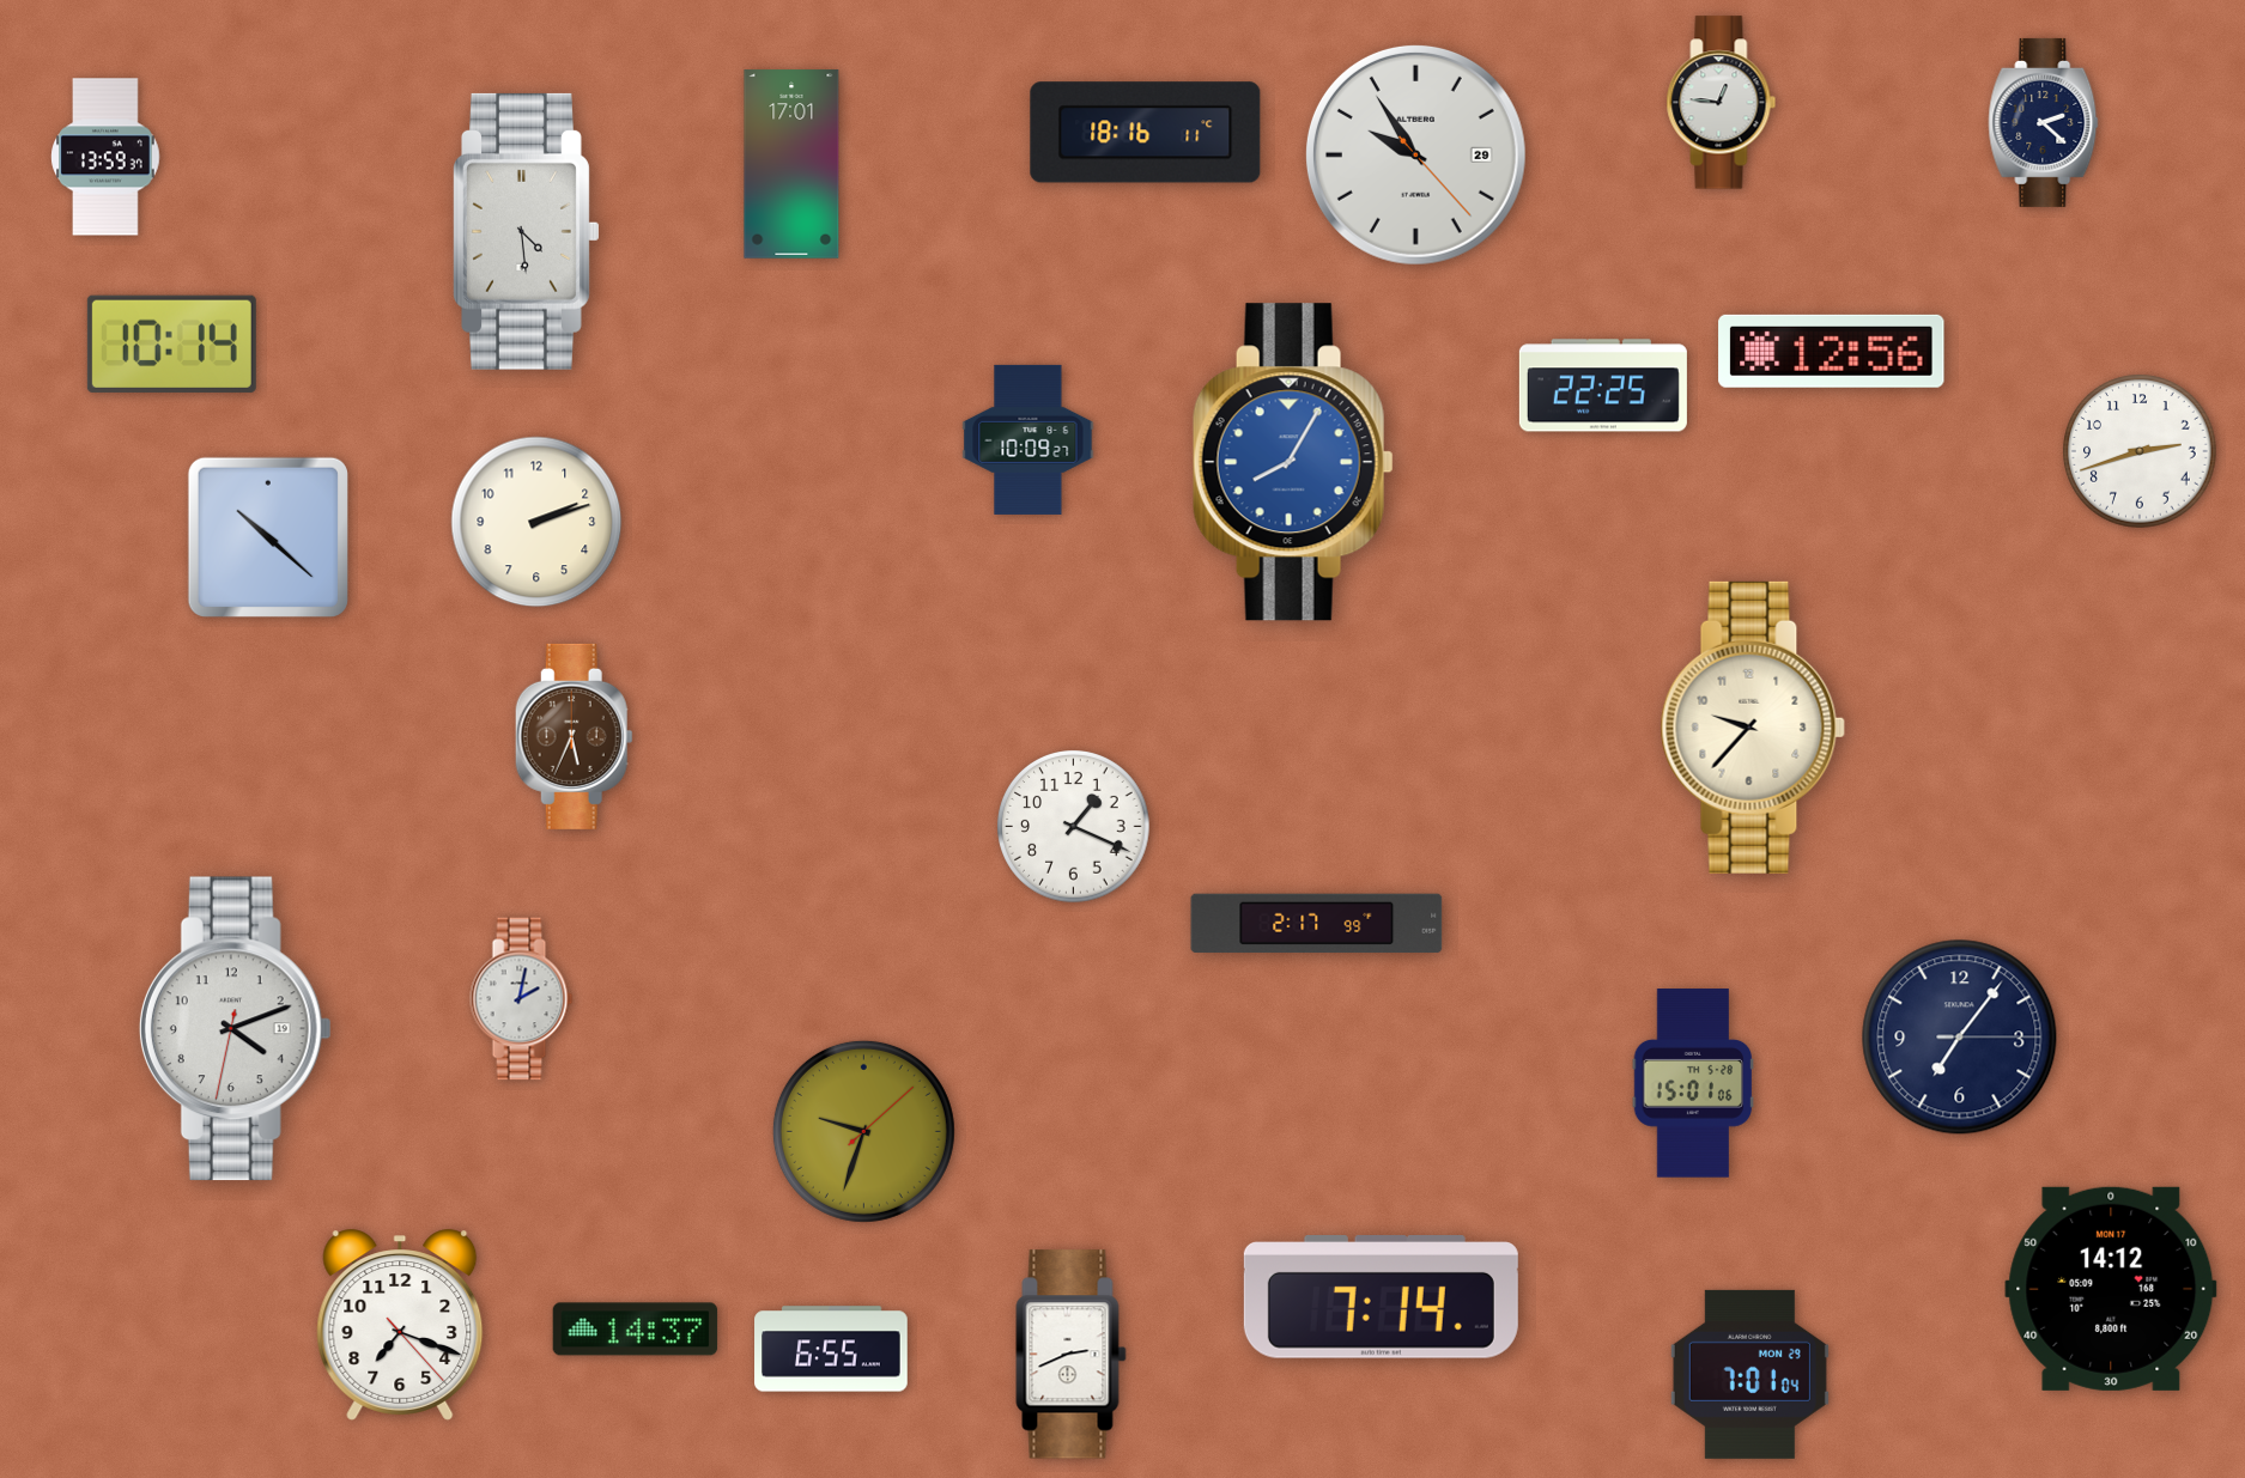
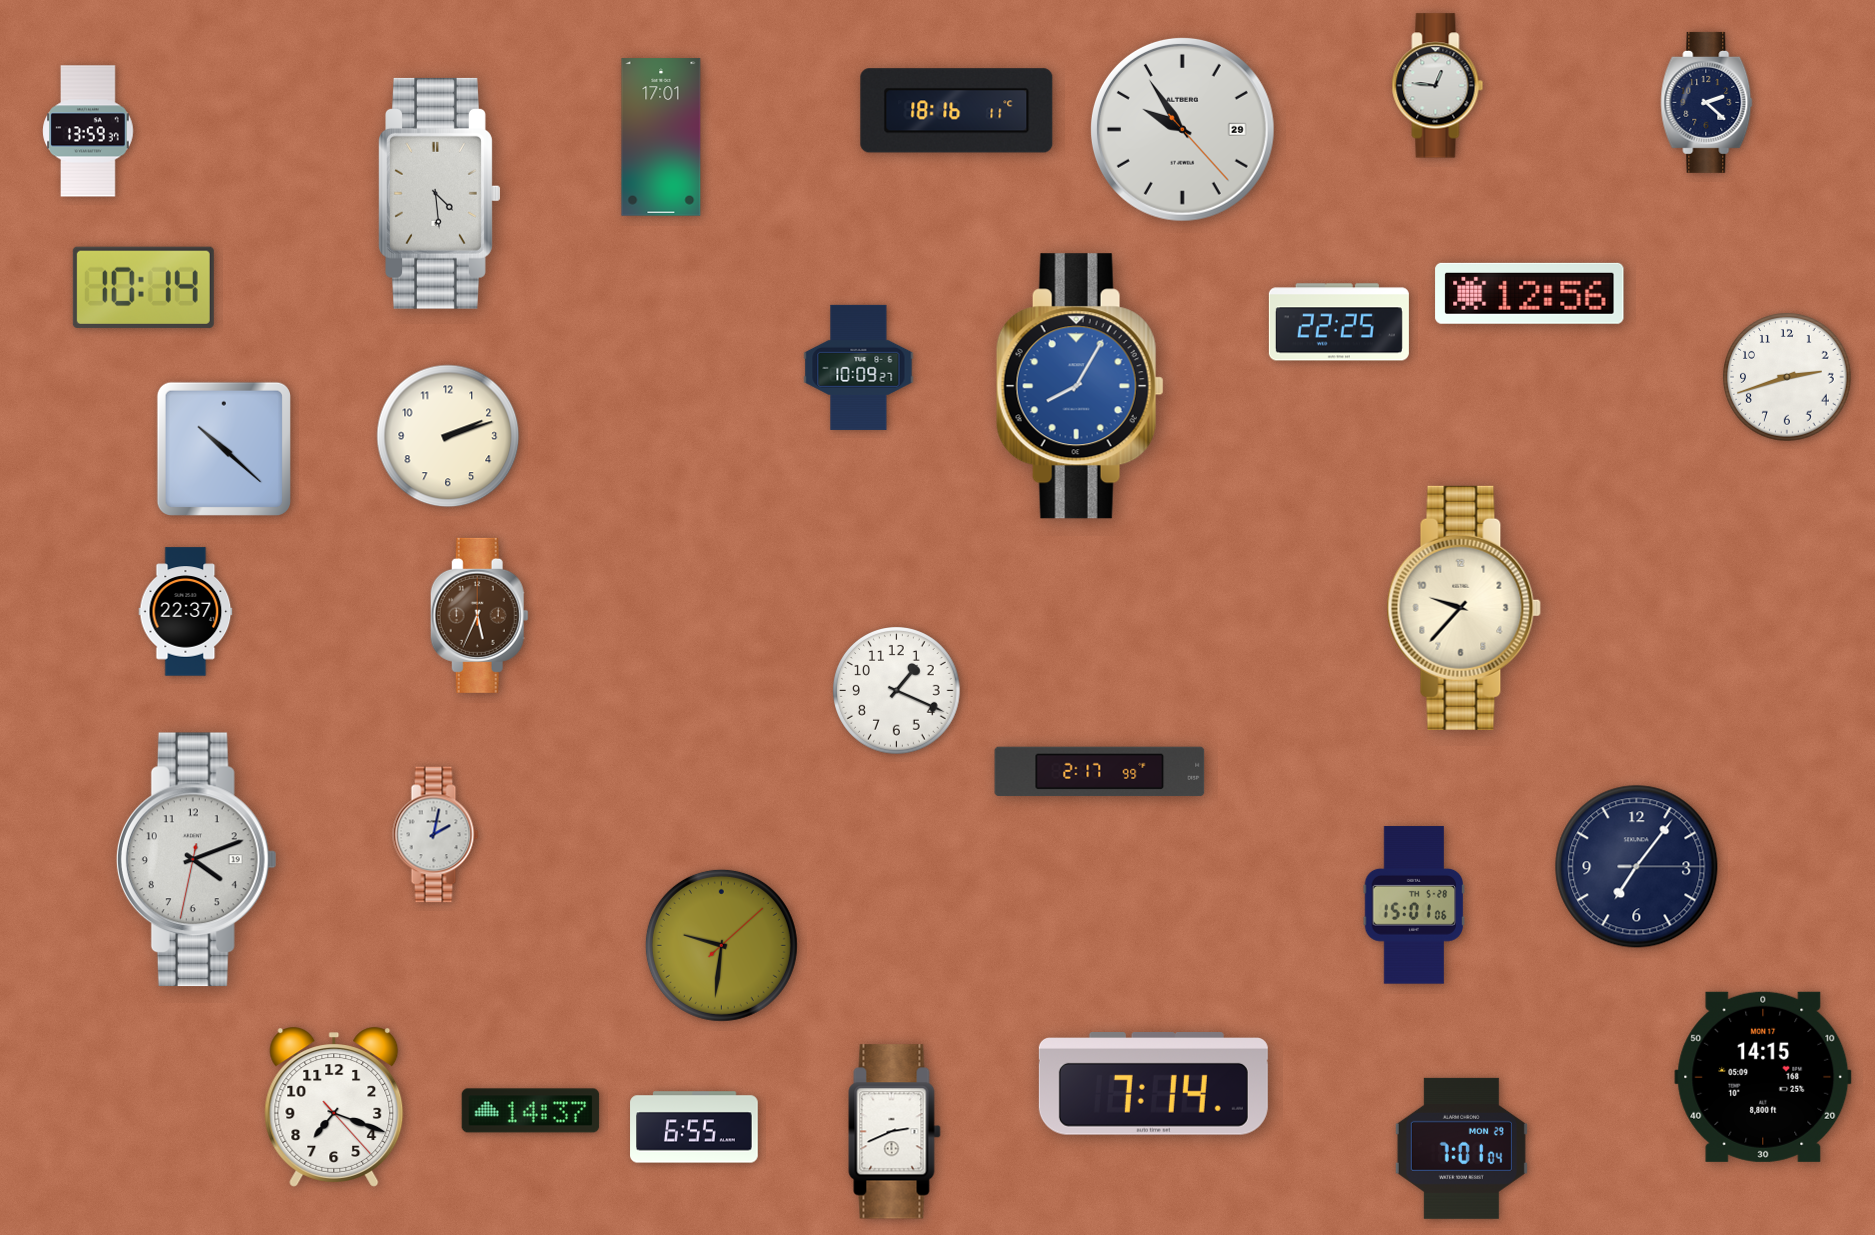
clock at (186, 612): none -> 22:37
clock at (863, 1131): 9:33 -> 9:31
clock at (2111, 1289): 14:12 -> 14:15
